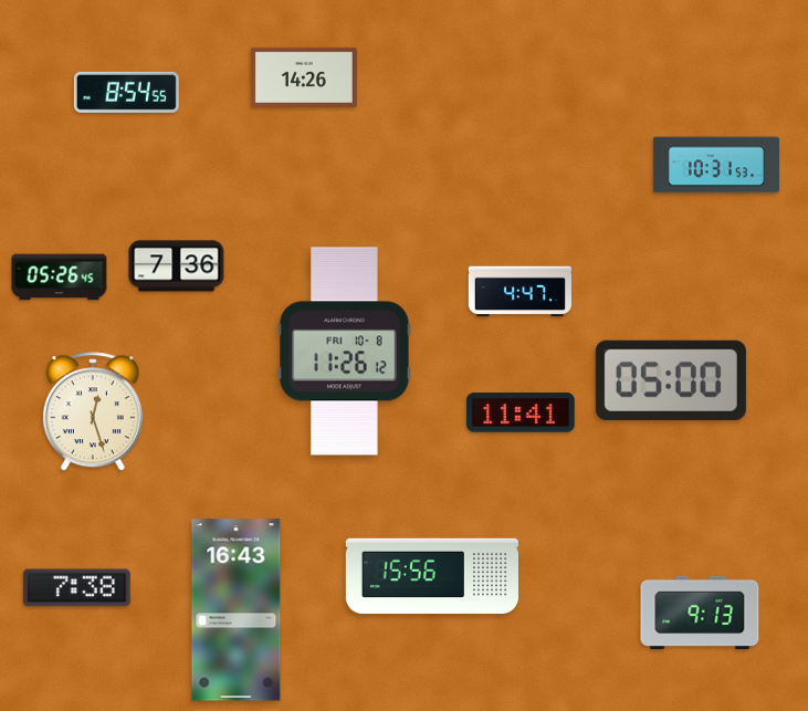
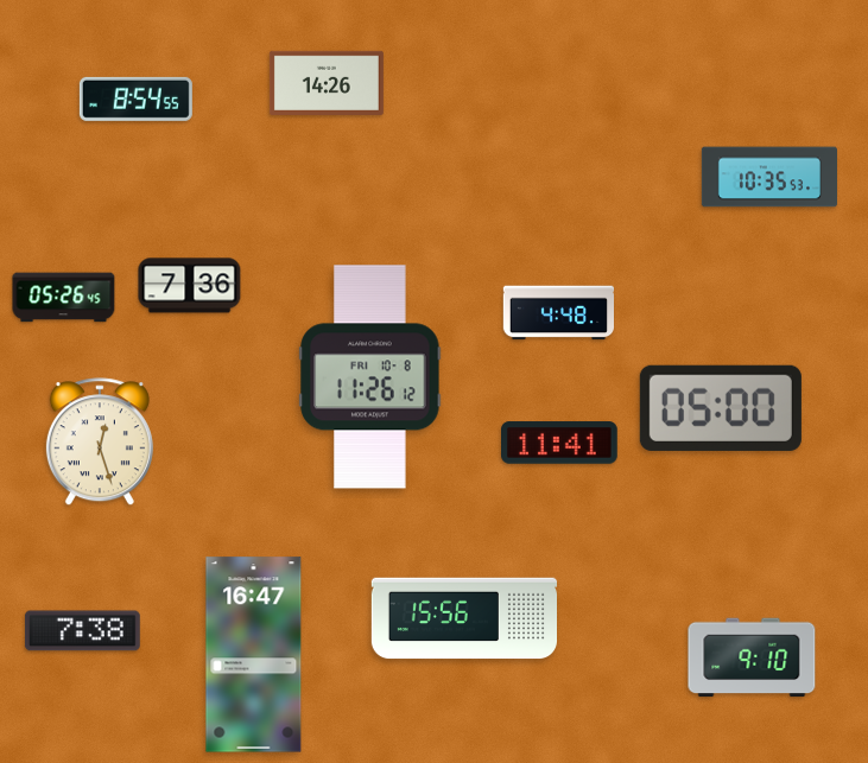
clock at (715, 165): 10:31 -> 10:35
clock at (520, 292): 4:47 -> 4:48
clock at (237, 610): 16:43 -> 16:47
clock at (700, 613): 9:13 -> 9:10
